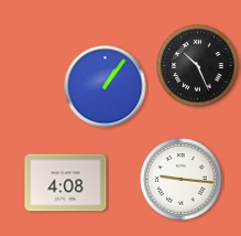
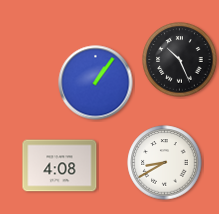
clock at (106, 87) position: (106, 87) -> (96, 83)
clock at (182, 180): 9:16 -> 8:40
